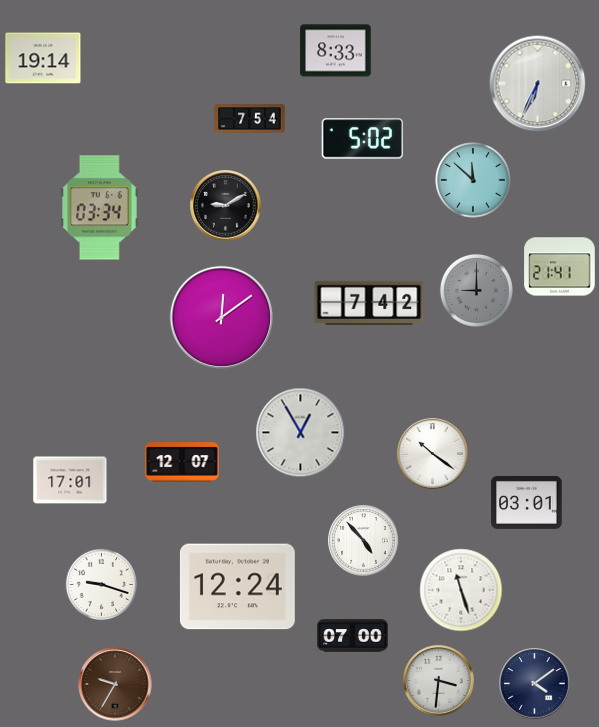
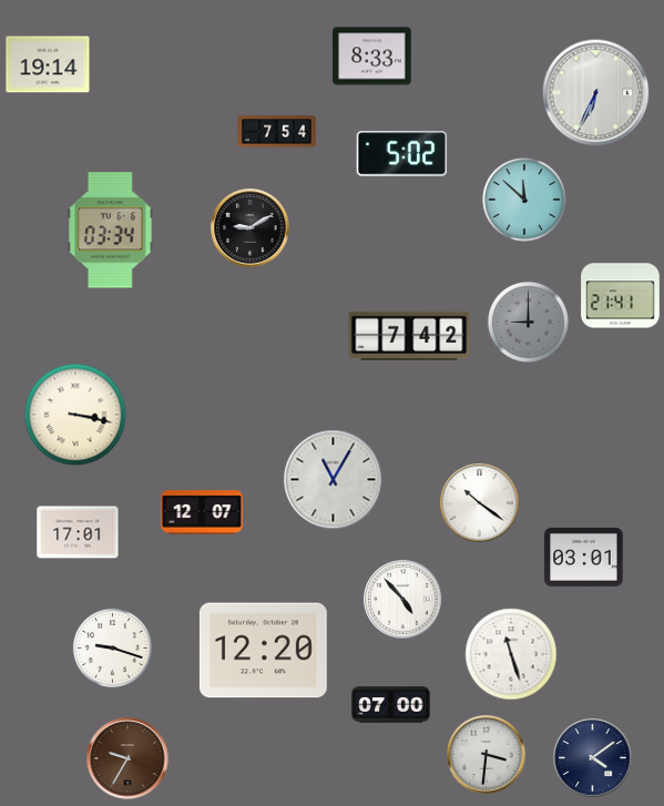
clock at (221, 317): 12:09 -> none
clock at (75, 415): none -> 3:17
clock at (301, 433): 12:55 -> 11:05
clock at (237, 587): 12:24 -> 12:20
